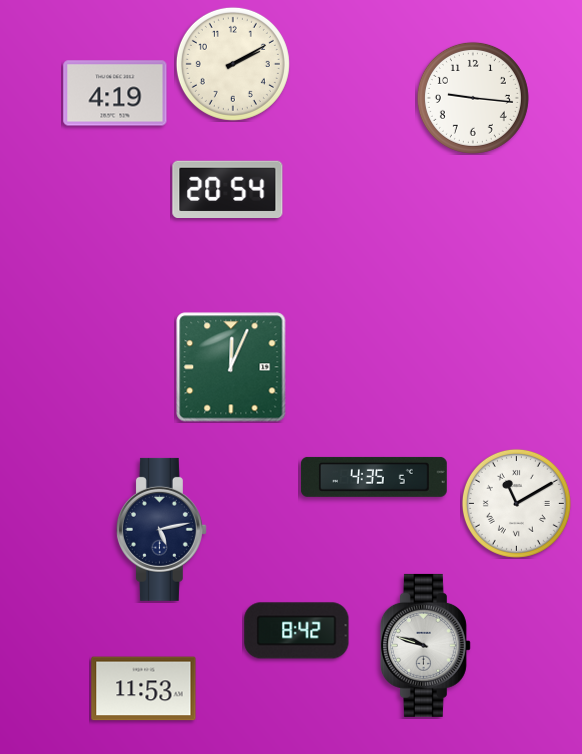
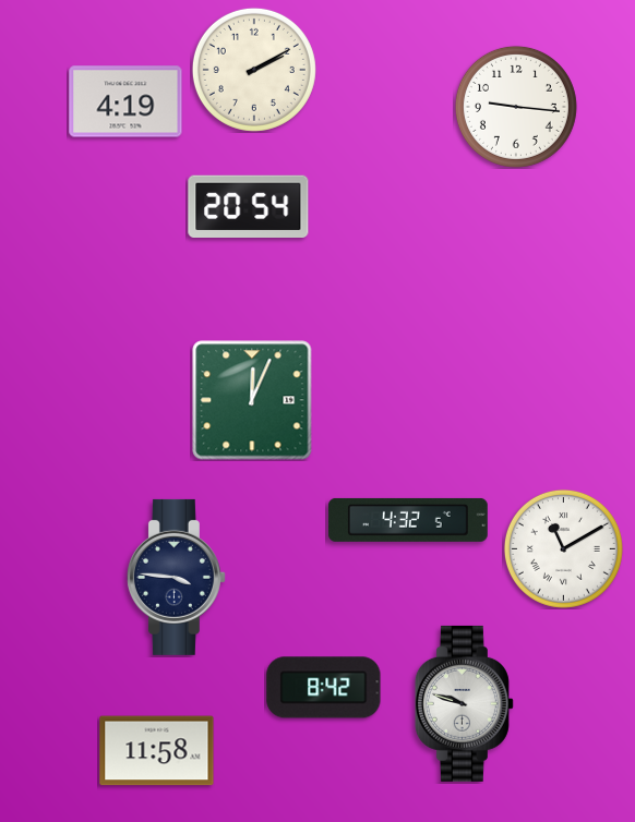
clock at (374, 477): 4:35 -> 4:32
clock at (161, 529): 5:13 -> 3:46
clock at (144, 689): 11:53 -> 11:58
